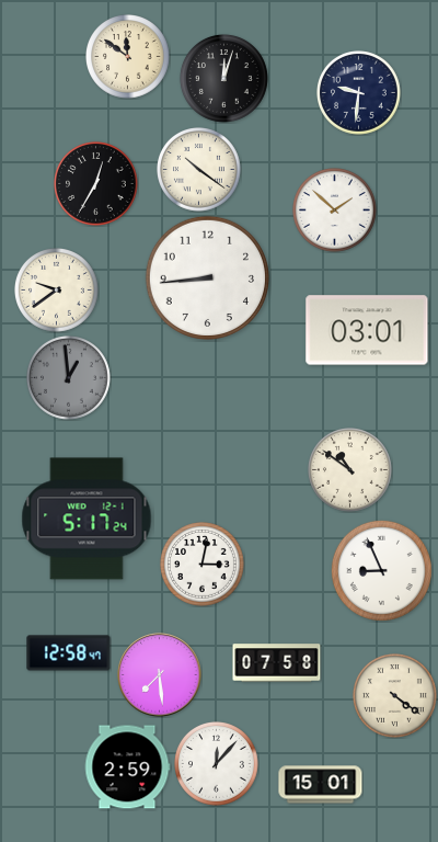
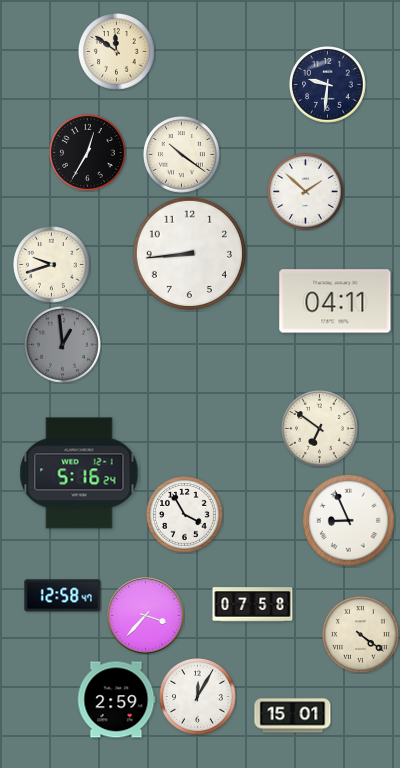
clock at (223, 78): 12:03 -> none
clock at (96, 184) position: (96, 184) -> (88, 153)
clock at (57, 291): 9:39 -> 9:42
clock at (367, 330): 03:01 -> 04:11
clock at (350, 470): 10:51 -> 6:51
clock at (87, 519): 5:17 -> 5:16
clock at (203, 565): 3:02 -> 3:55
clock at (160, 675): 7:29 -> 3:37
clock at (217, 764): 12:07 -> 12:05
